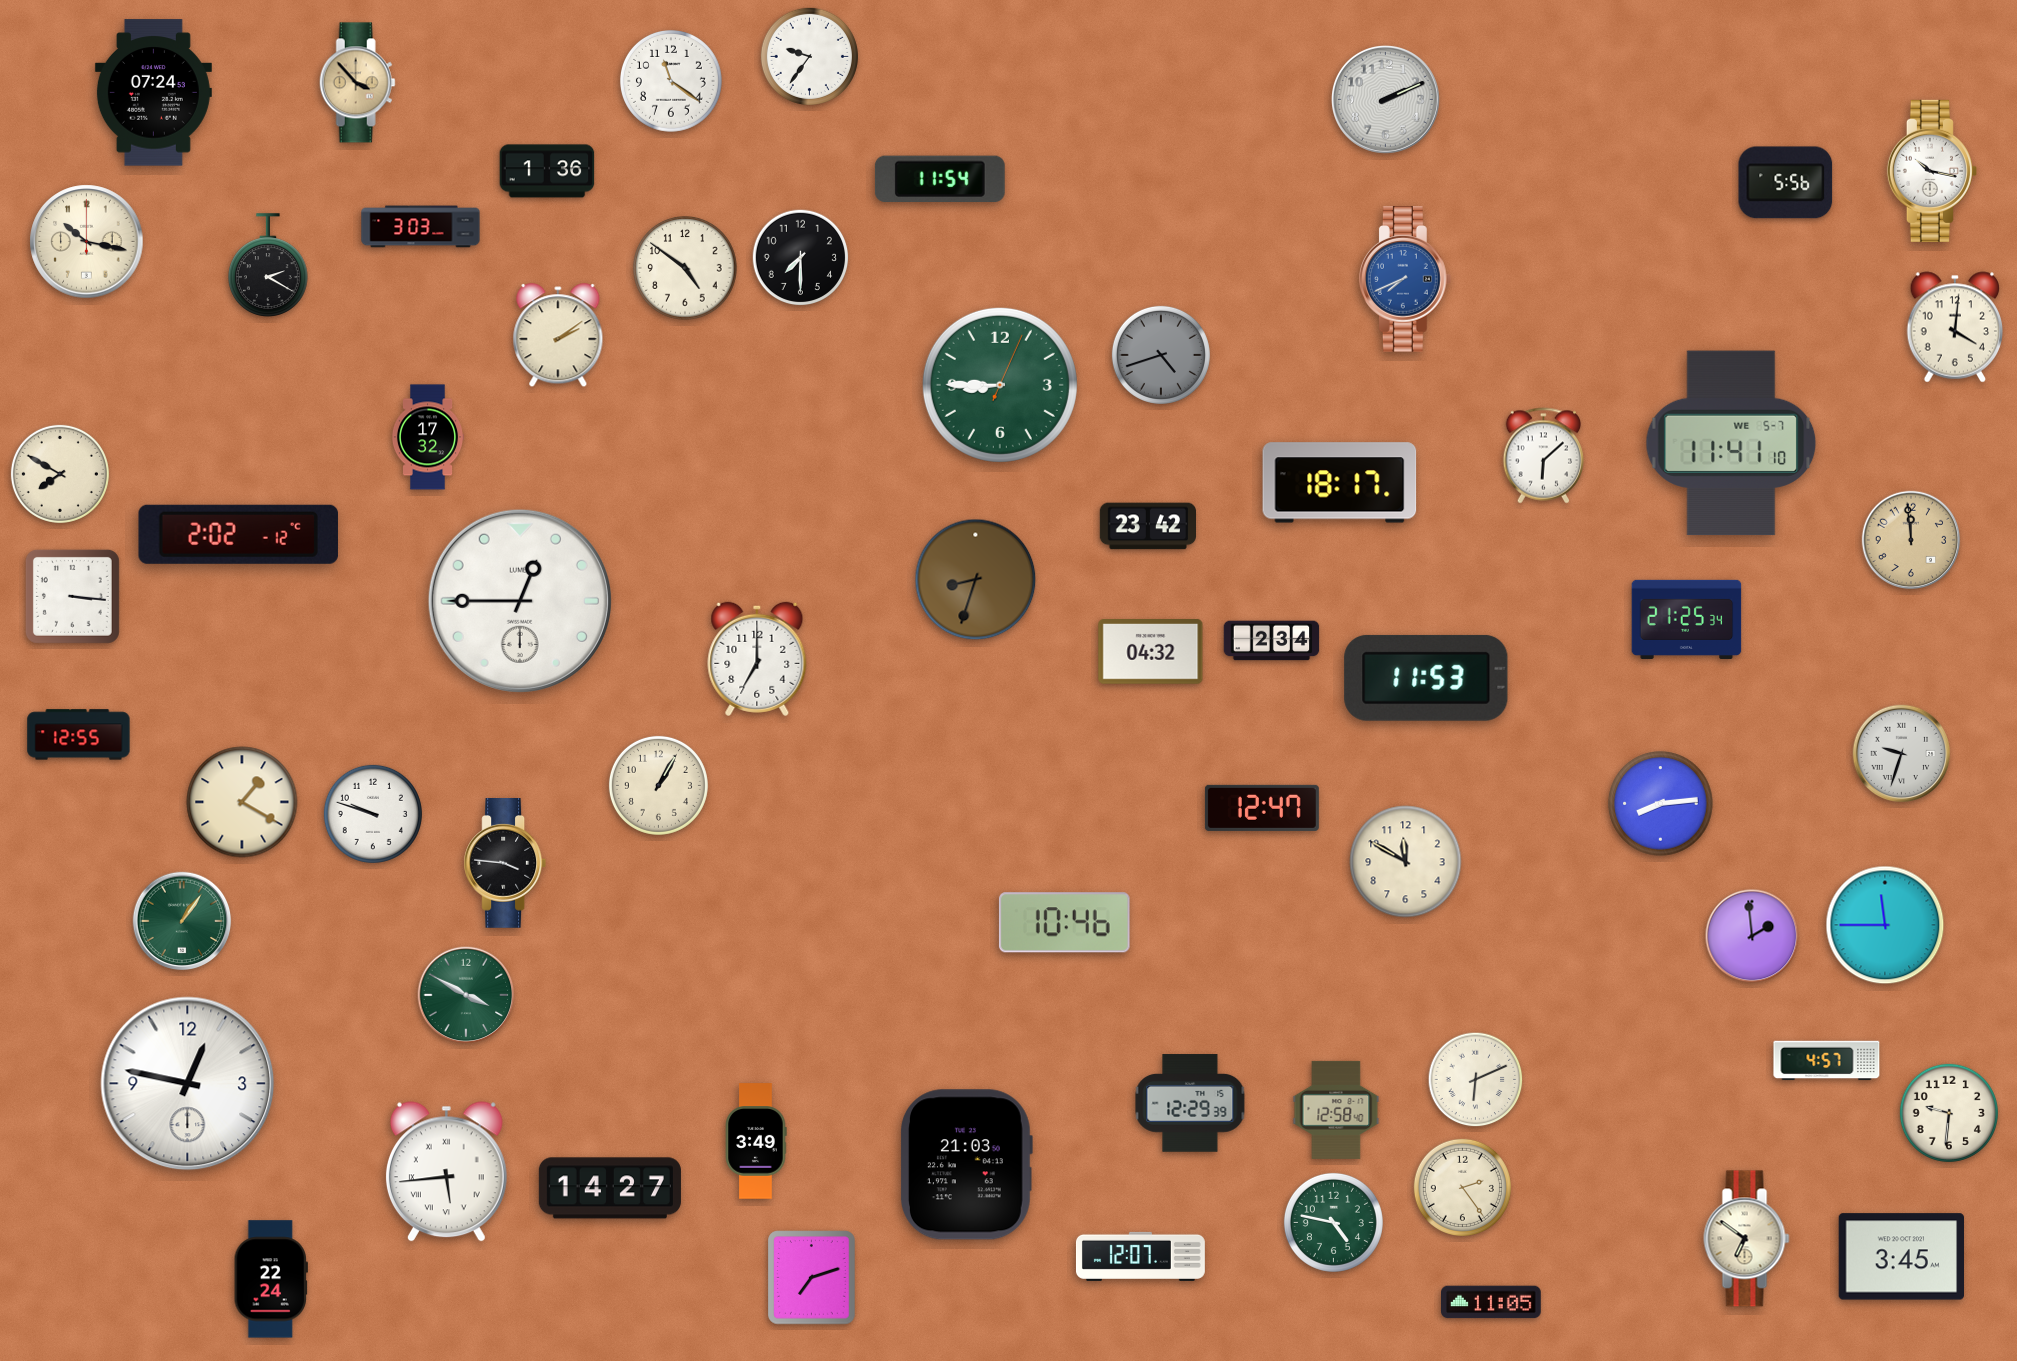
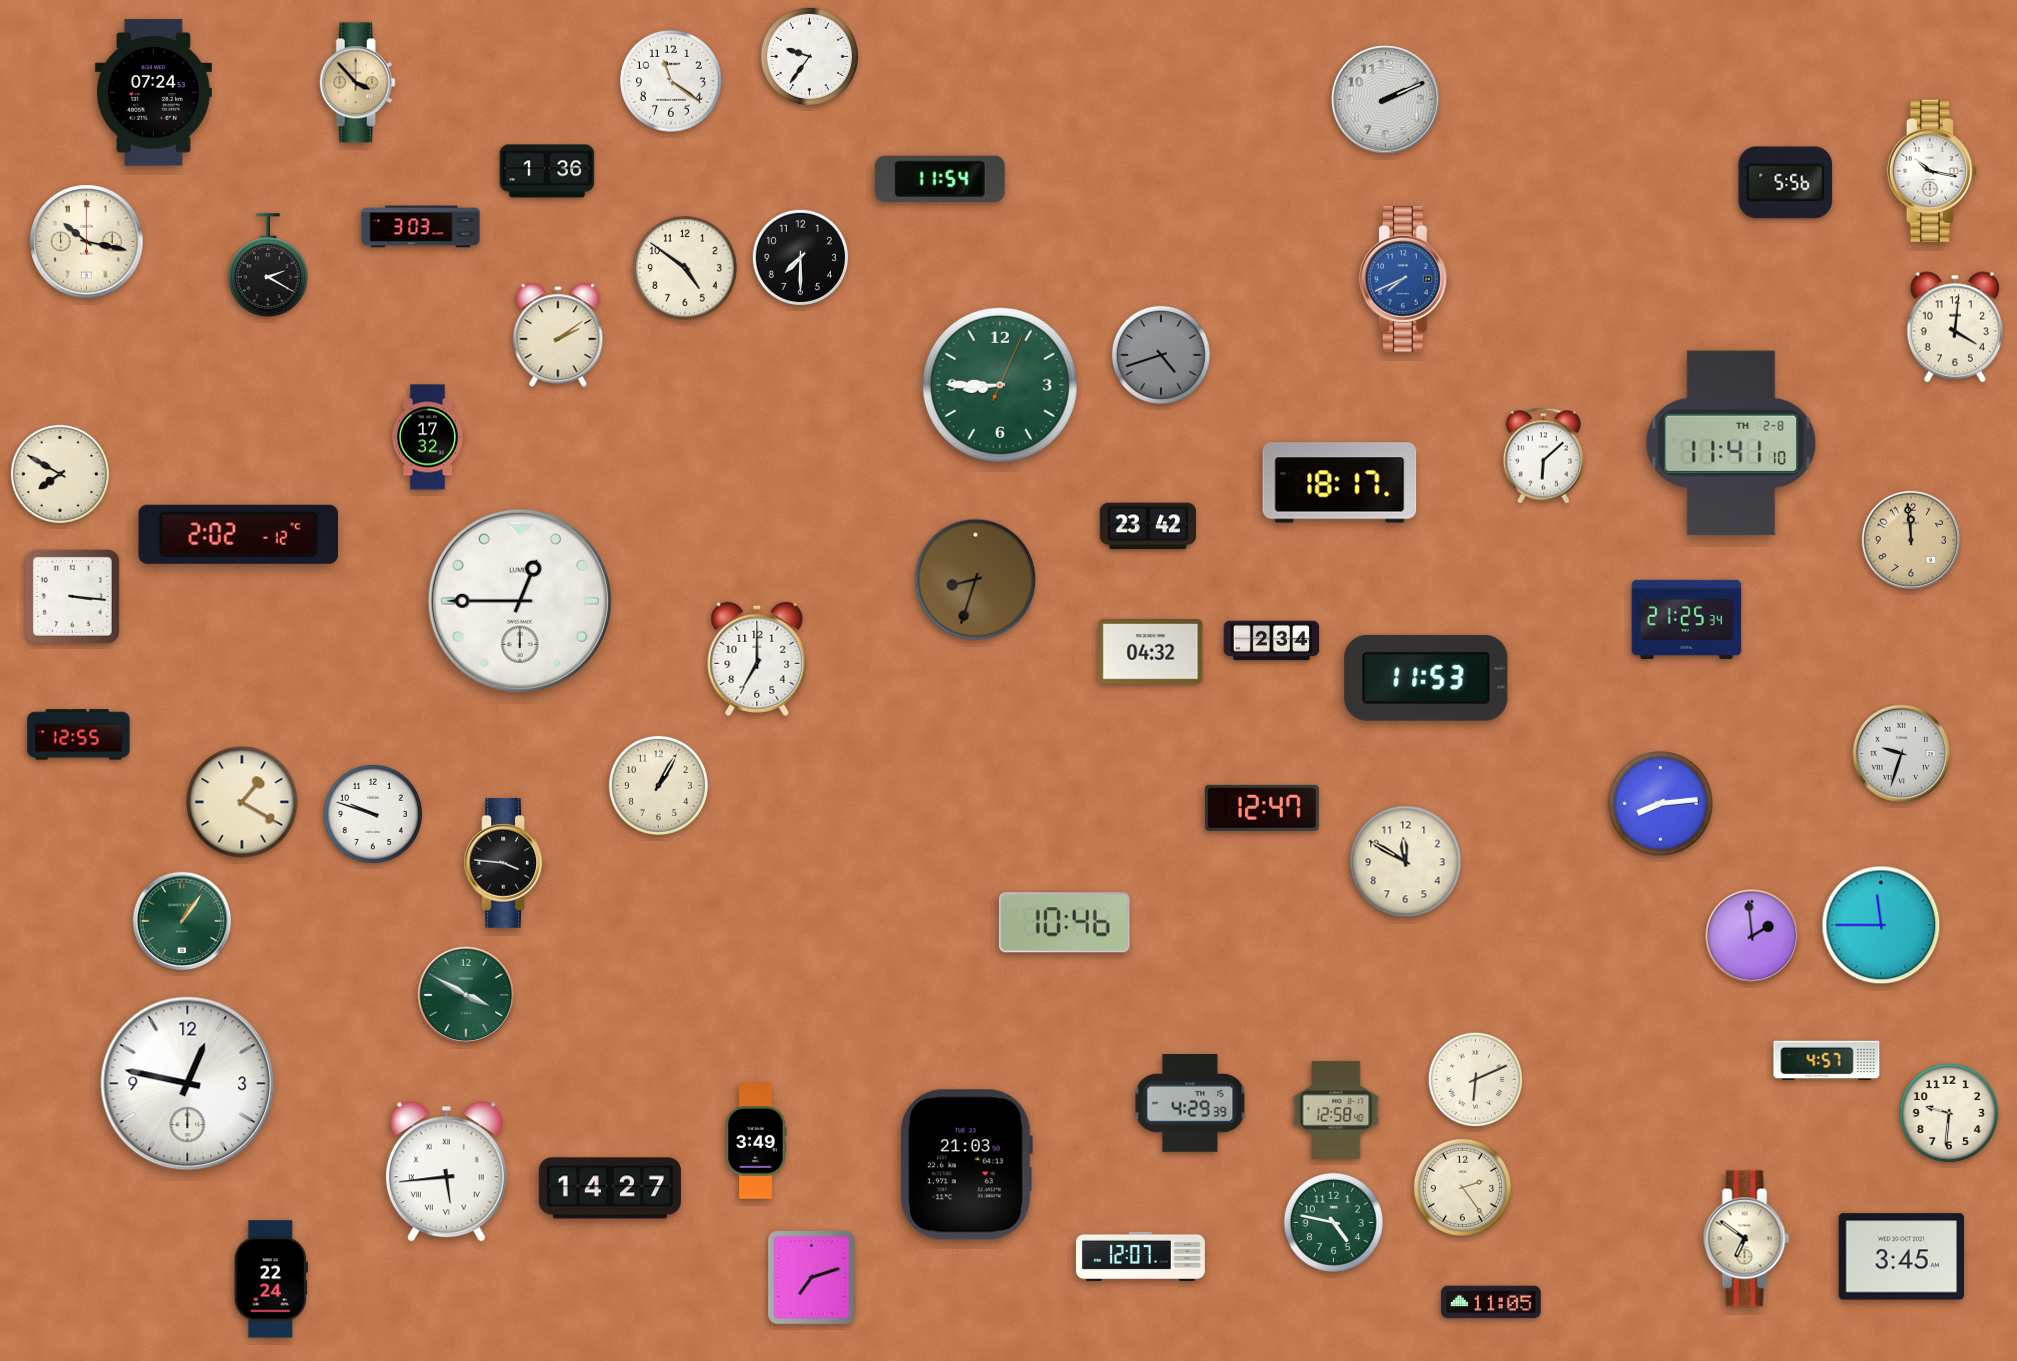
clock at (1731, 443) date: WE 5-7 -> TH 2-8
clock at (1885, 925) position: (1885, 925) -> (1881, 925)
clock at (1190, 1103): 12:29 -> 4:29
